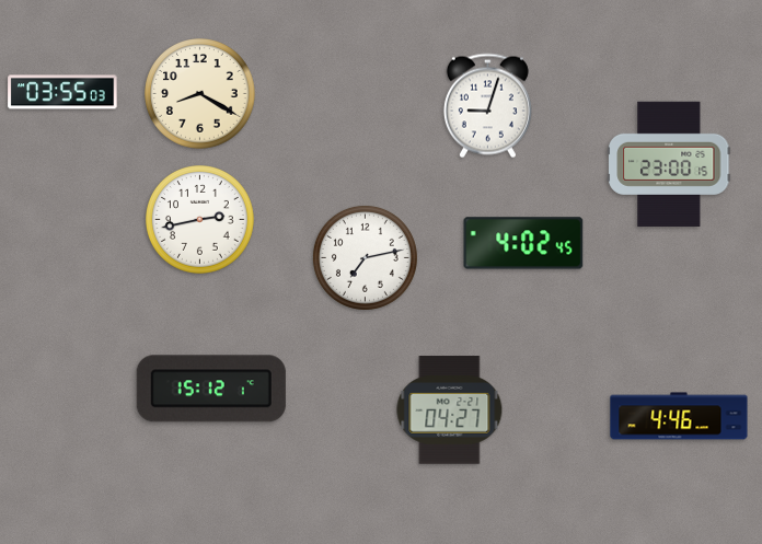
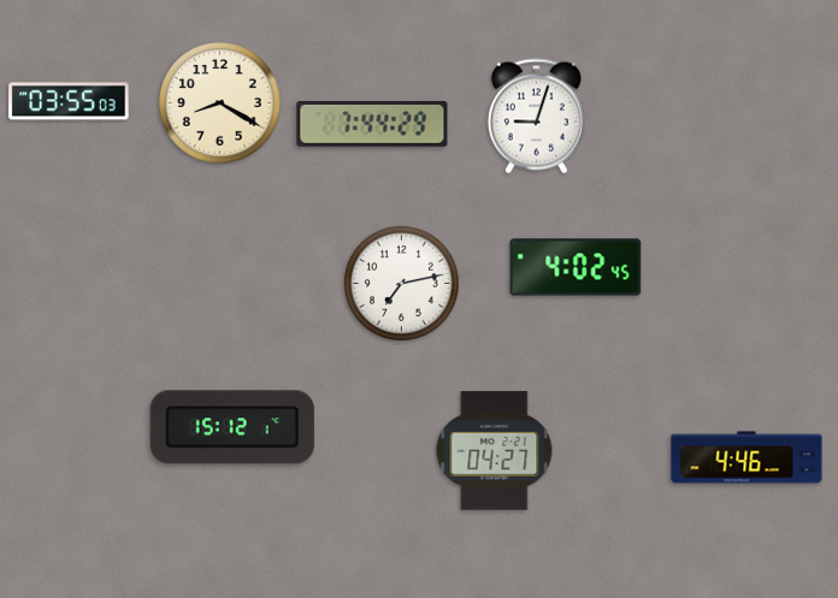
clock at (372, 124): none -> 7:44
clock at (669, 164): 23:00 -> none
clock at (200, 220): 2:43 -> none
